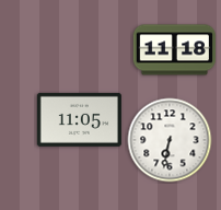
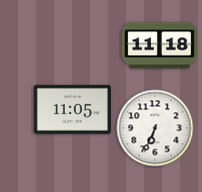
clock at (170, 140): 6:32 -> 6:34
